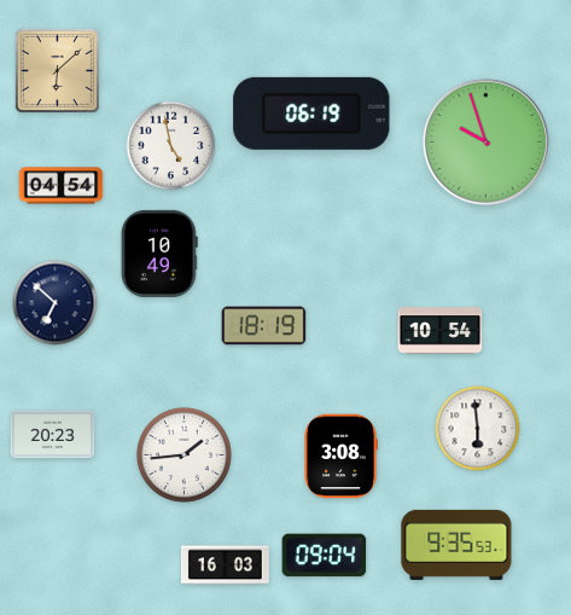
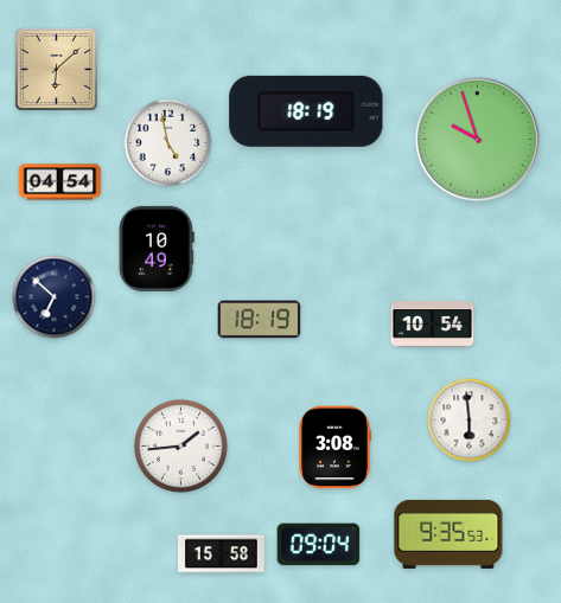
clock at (311, 114): 06:19 -> 18:19
clock at (53, 435): 20:23 -> none
clock at (225, 565): 16:03 -> 15:58
